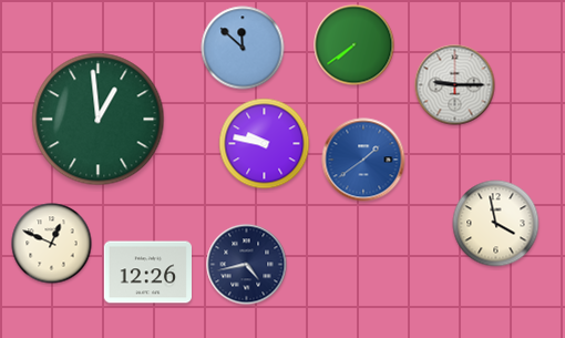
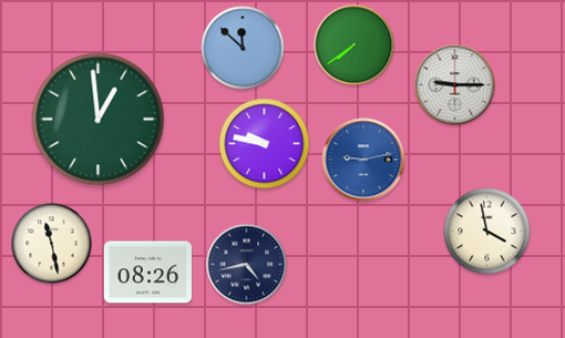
clock at (363, 160): 1:39 -> 9:13
clock at (496, 224) position: (496, 224) -> (487, 232)
clock at (52, 244): 12:49 -> 11:28
clock at (147, 273): 12:26 -> 08:26
